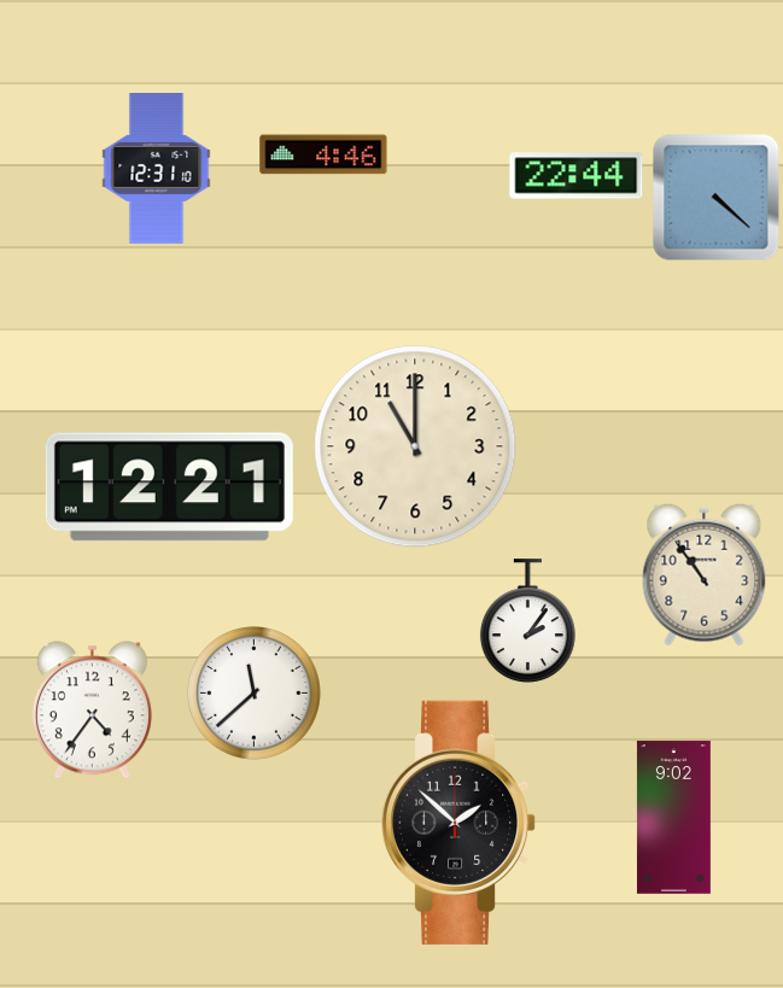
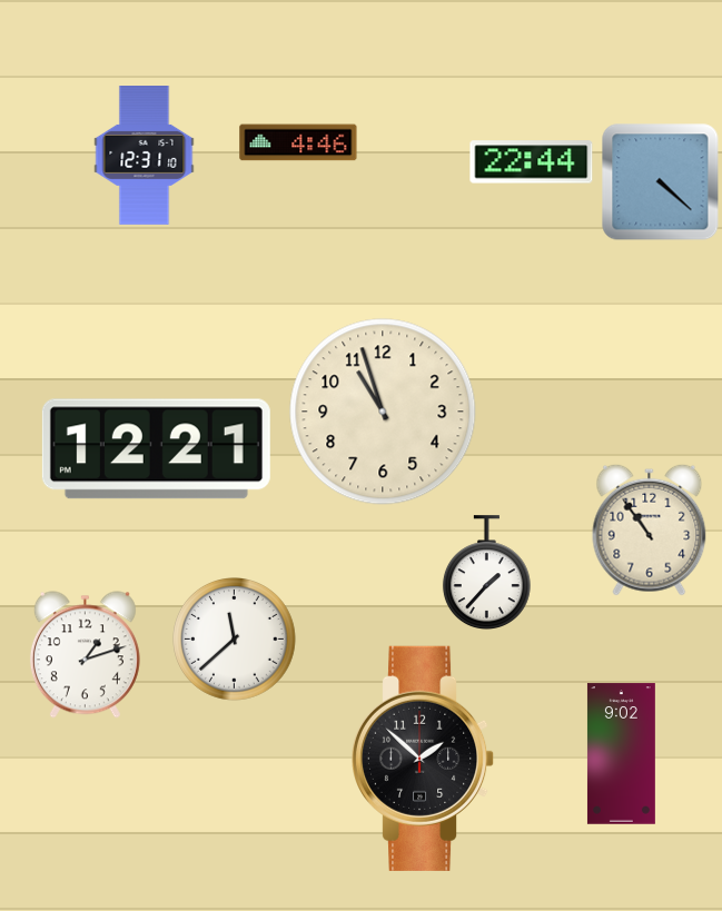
clock at (415, 446): 11:00 -> 10:57
clock at (527, 620): 2:06 -> 1:37
clock at (92, 711): 4:36 -> 1:12
